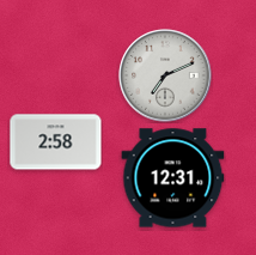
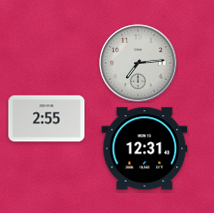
clock at (165, 75): 7:11 -> 7:14
clock at (56, 142): 2:58 -> 2:55
